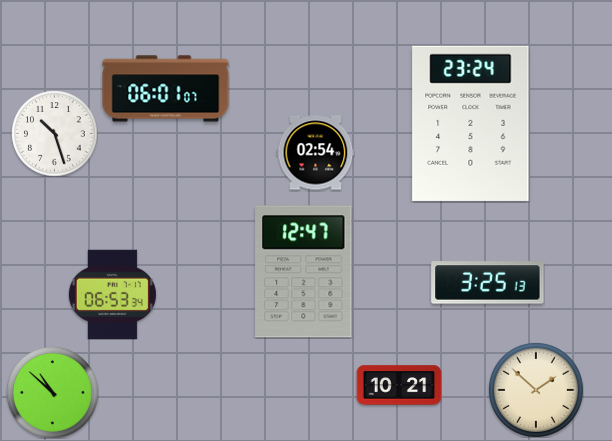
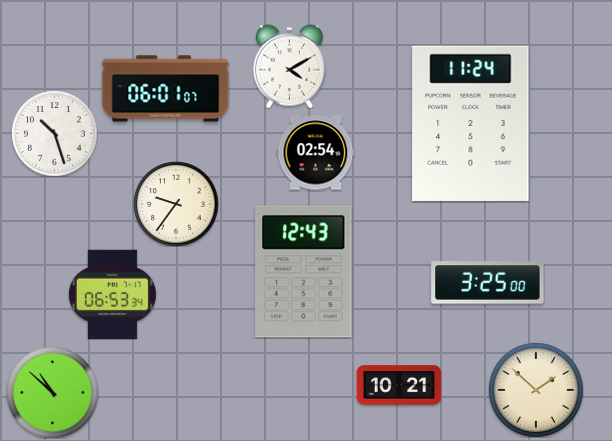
clock at (289, 66): none -> 4:10
clock at (471, 123): 23:24 -> 11:24
clock at (176, 204): none -> 9:36
clock at (304, 272): 12:47 -> 12:43
clock at (488, 283): 3:25:13 -> 3:25:00
